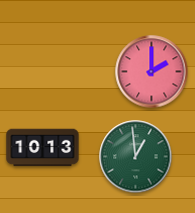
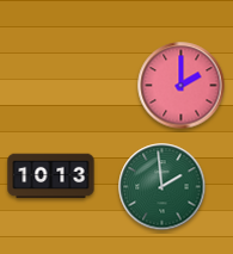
clock at (136, 157): 12:59 -> 1:59
